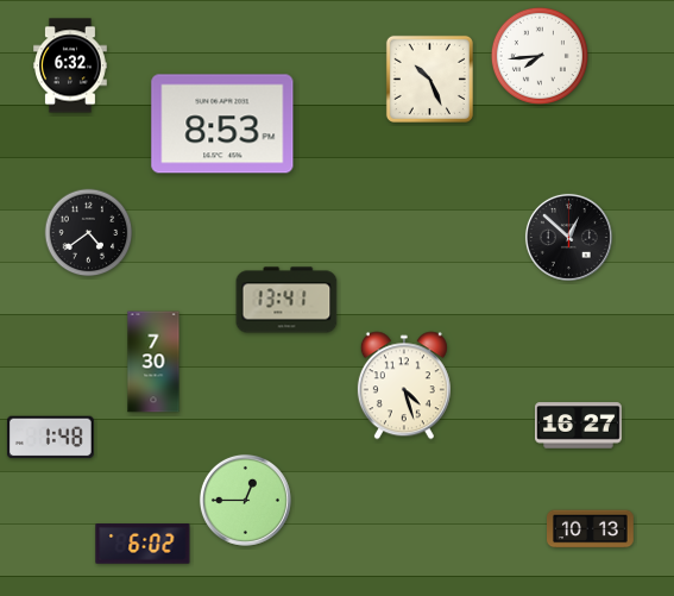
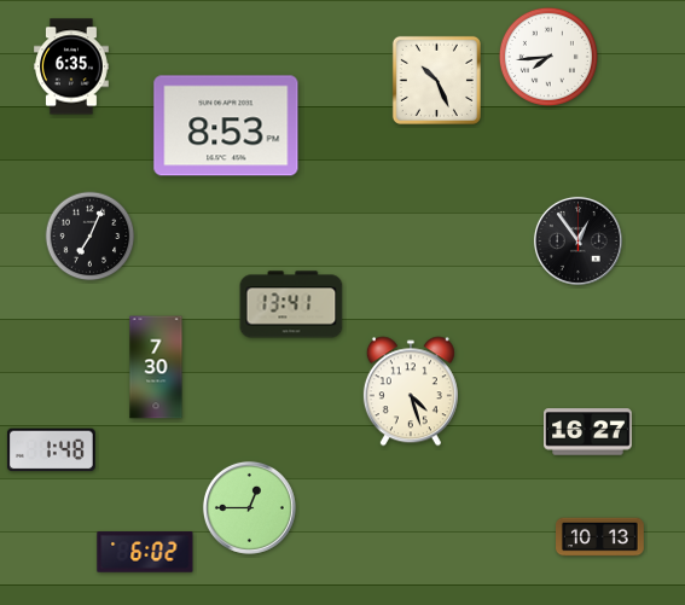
clock at (71, 65): 6:32 -> 6:35
clock at (89, 233): 4:39 -> 7:04
clock at (568, 237): 12:52 -> 12:54
clock at (50, 438) position: (50, 438) -> (51, 450)
